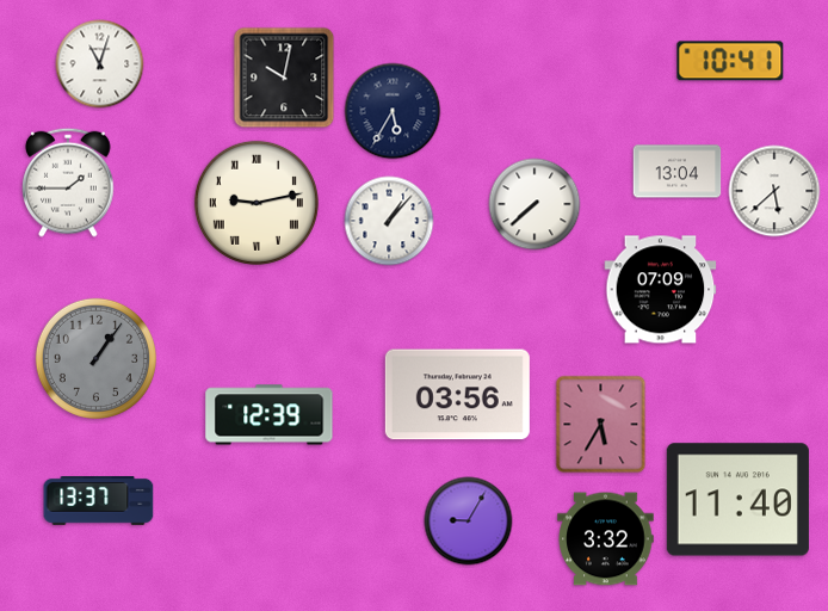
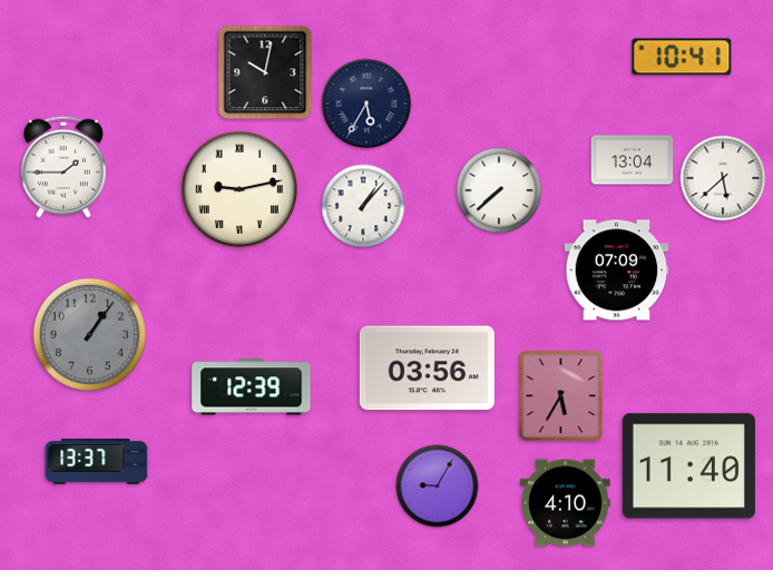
clock at (100, 64): 11:03 -> none
clock at (68, 183) position: (68, 183) -> (63, 167)
clock at (99, 501) position: (99, 501) -> (97, 462)
clock at (606, 539): 3:32 -> 4:10
